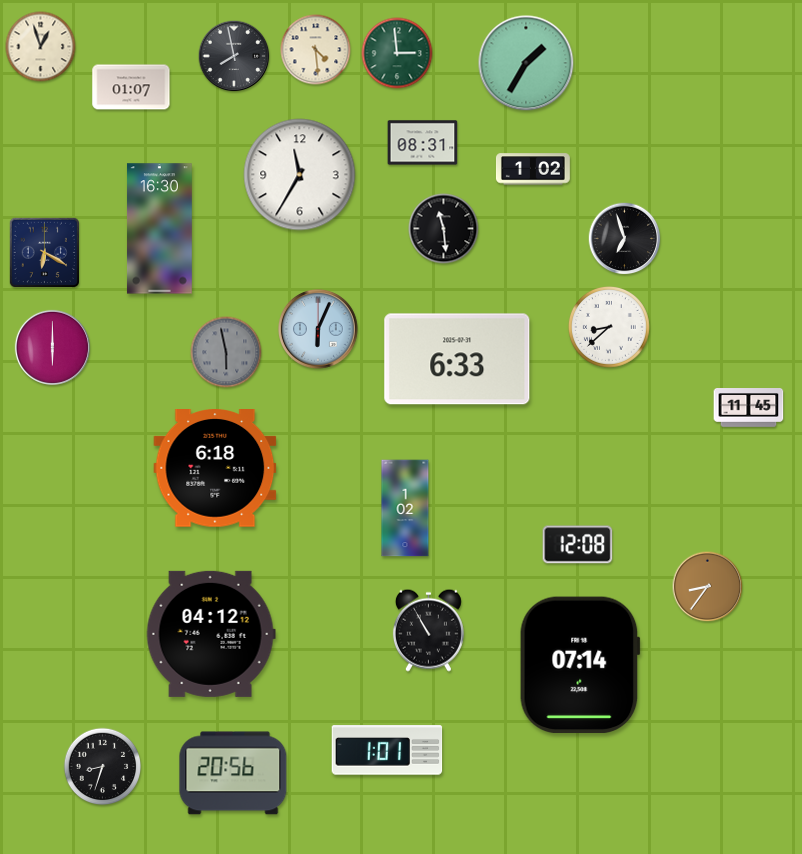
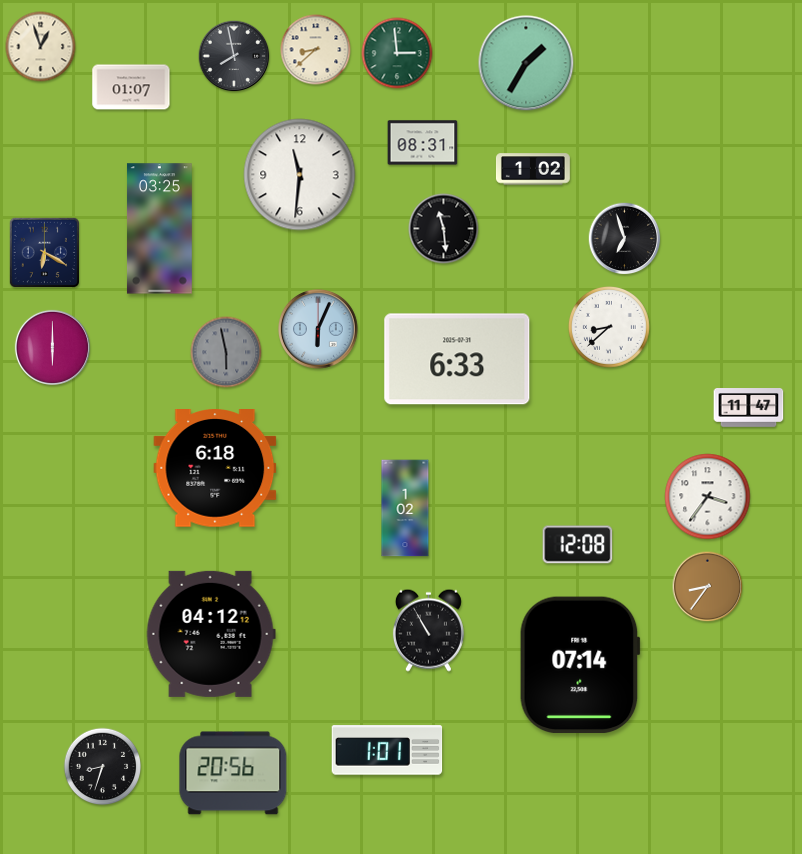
clock at (316, 50): 4:29 -> 8:38
clock at (300, 175): 11:35 -> 11:31
clock at (159, 229): 16:30 -> 03:25
clock at (749, 408): 11:45 -> 11:47
clock at (708, 497): none -> 3:36
